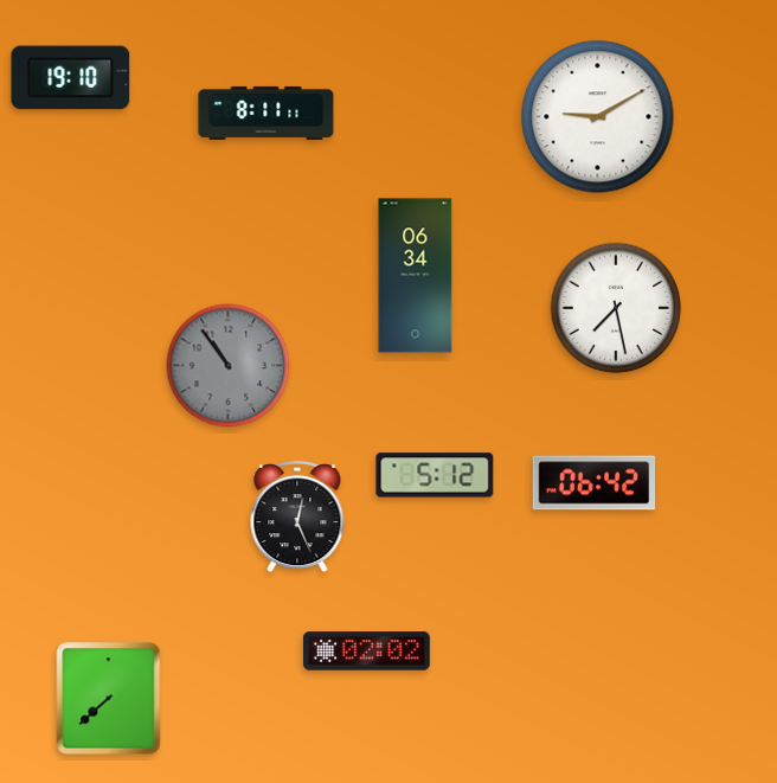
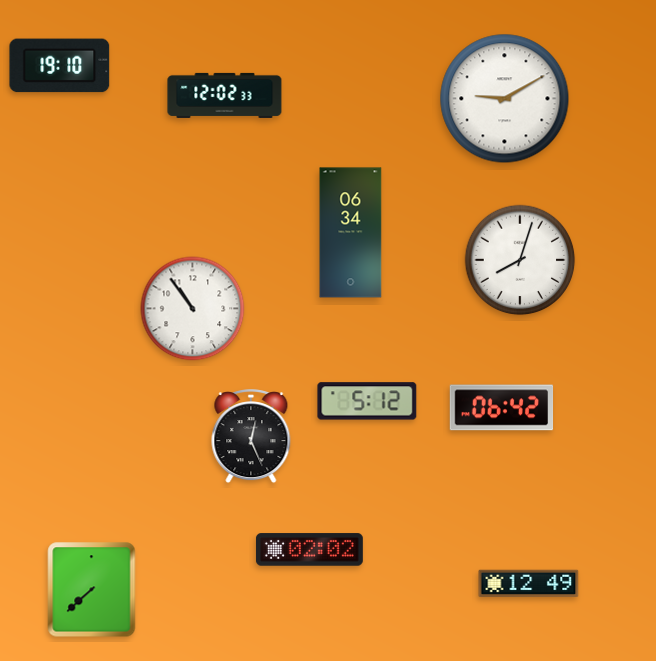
clock at (267, 113): 8:11 -> 12:02
clock at (616, 308): 7:28 -> 8:03
clock at (229, 366) dial: grey -> white
clock at (529, 584): none -> 12:49
